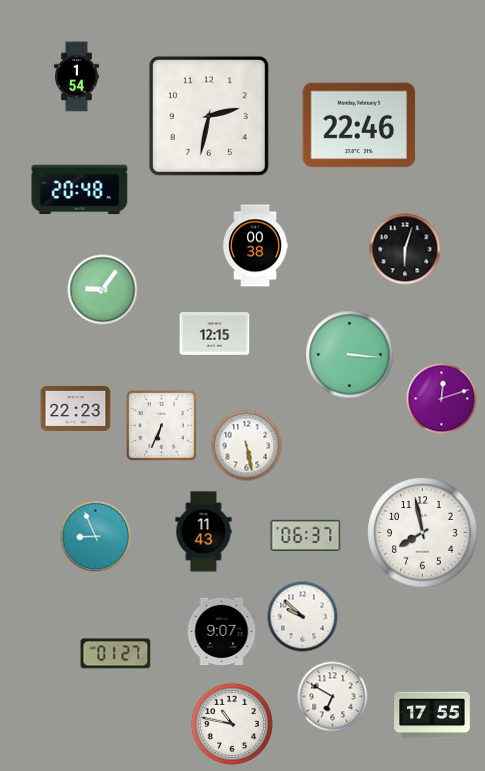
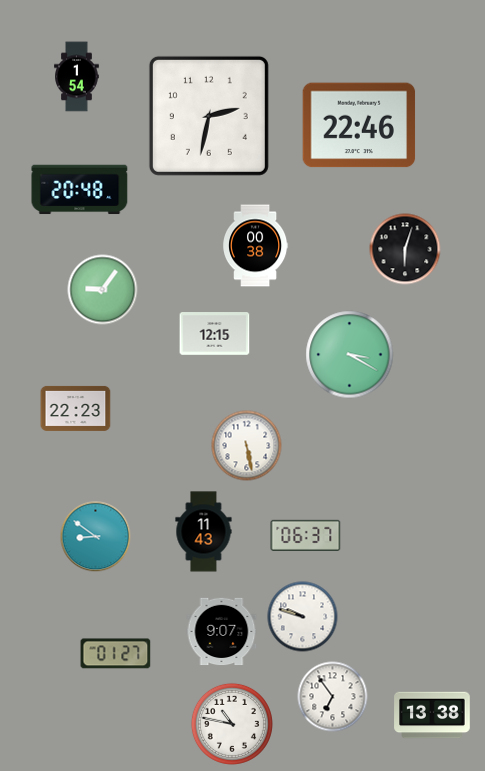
clock at (350, 355): 3:16 -> 3:20
clock at (442, 399): 12:12 -> none
clock at (162, 426): 6:34 -> none
clock at (423, 533): 7:58 -> none
clock at (96, 537): 8:56 -> 8:51
clock at (303, 617): 9:52 -> 9:48
clock at (333, 697): 6:50 -> 6:54
clock at (432, 715): 17:55 -> 13:38
